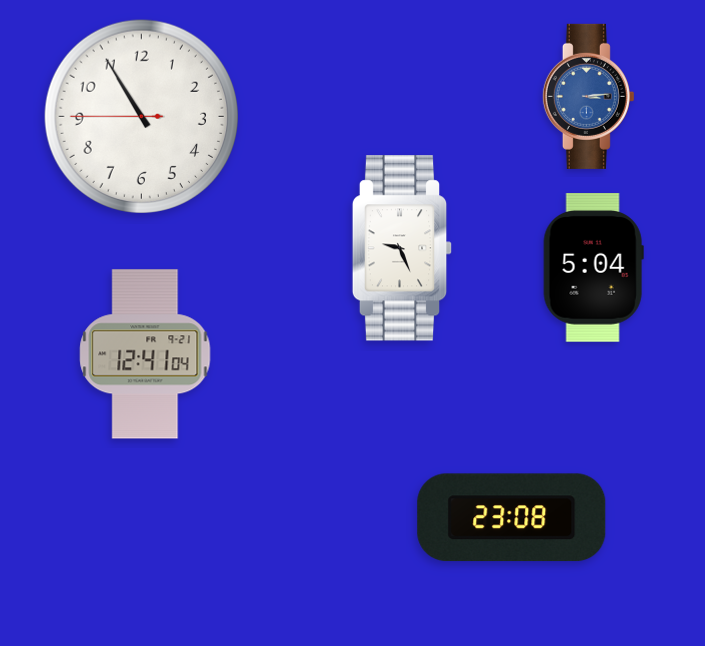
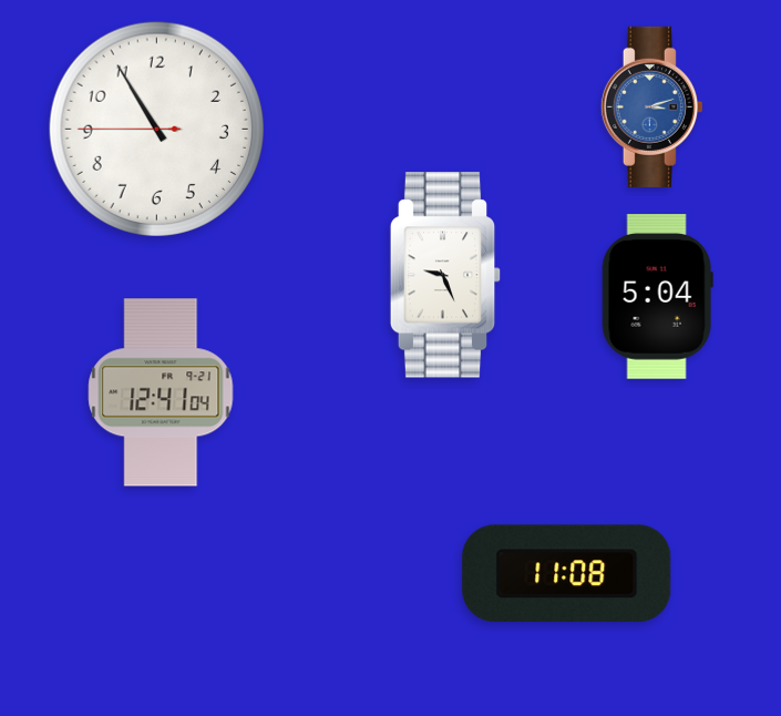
clock at (588, 96): 3:14 -> 3:12
clock at (512, 518): 23:08 -> 11:08
